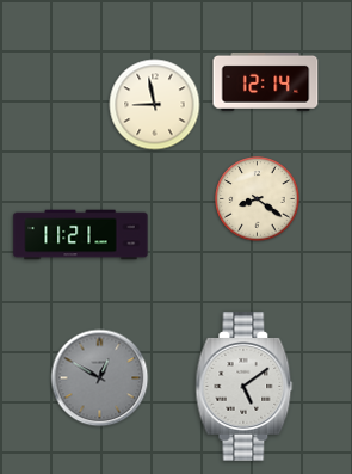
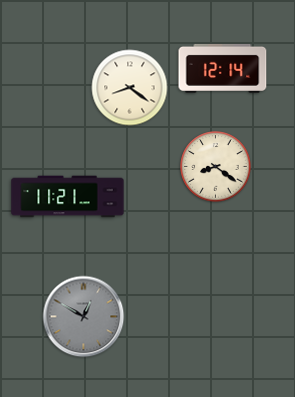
clock at (155, 105): 8:58 -> 8:21
clock at (245, 387): 5:09 -> none
